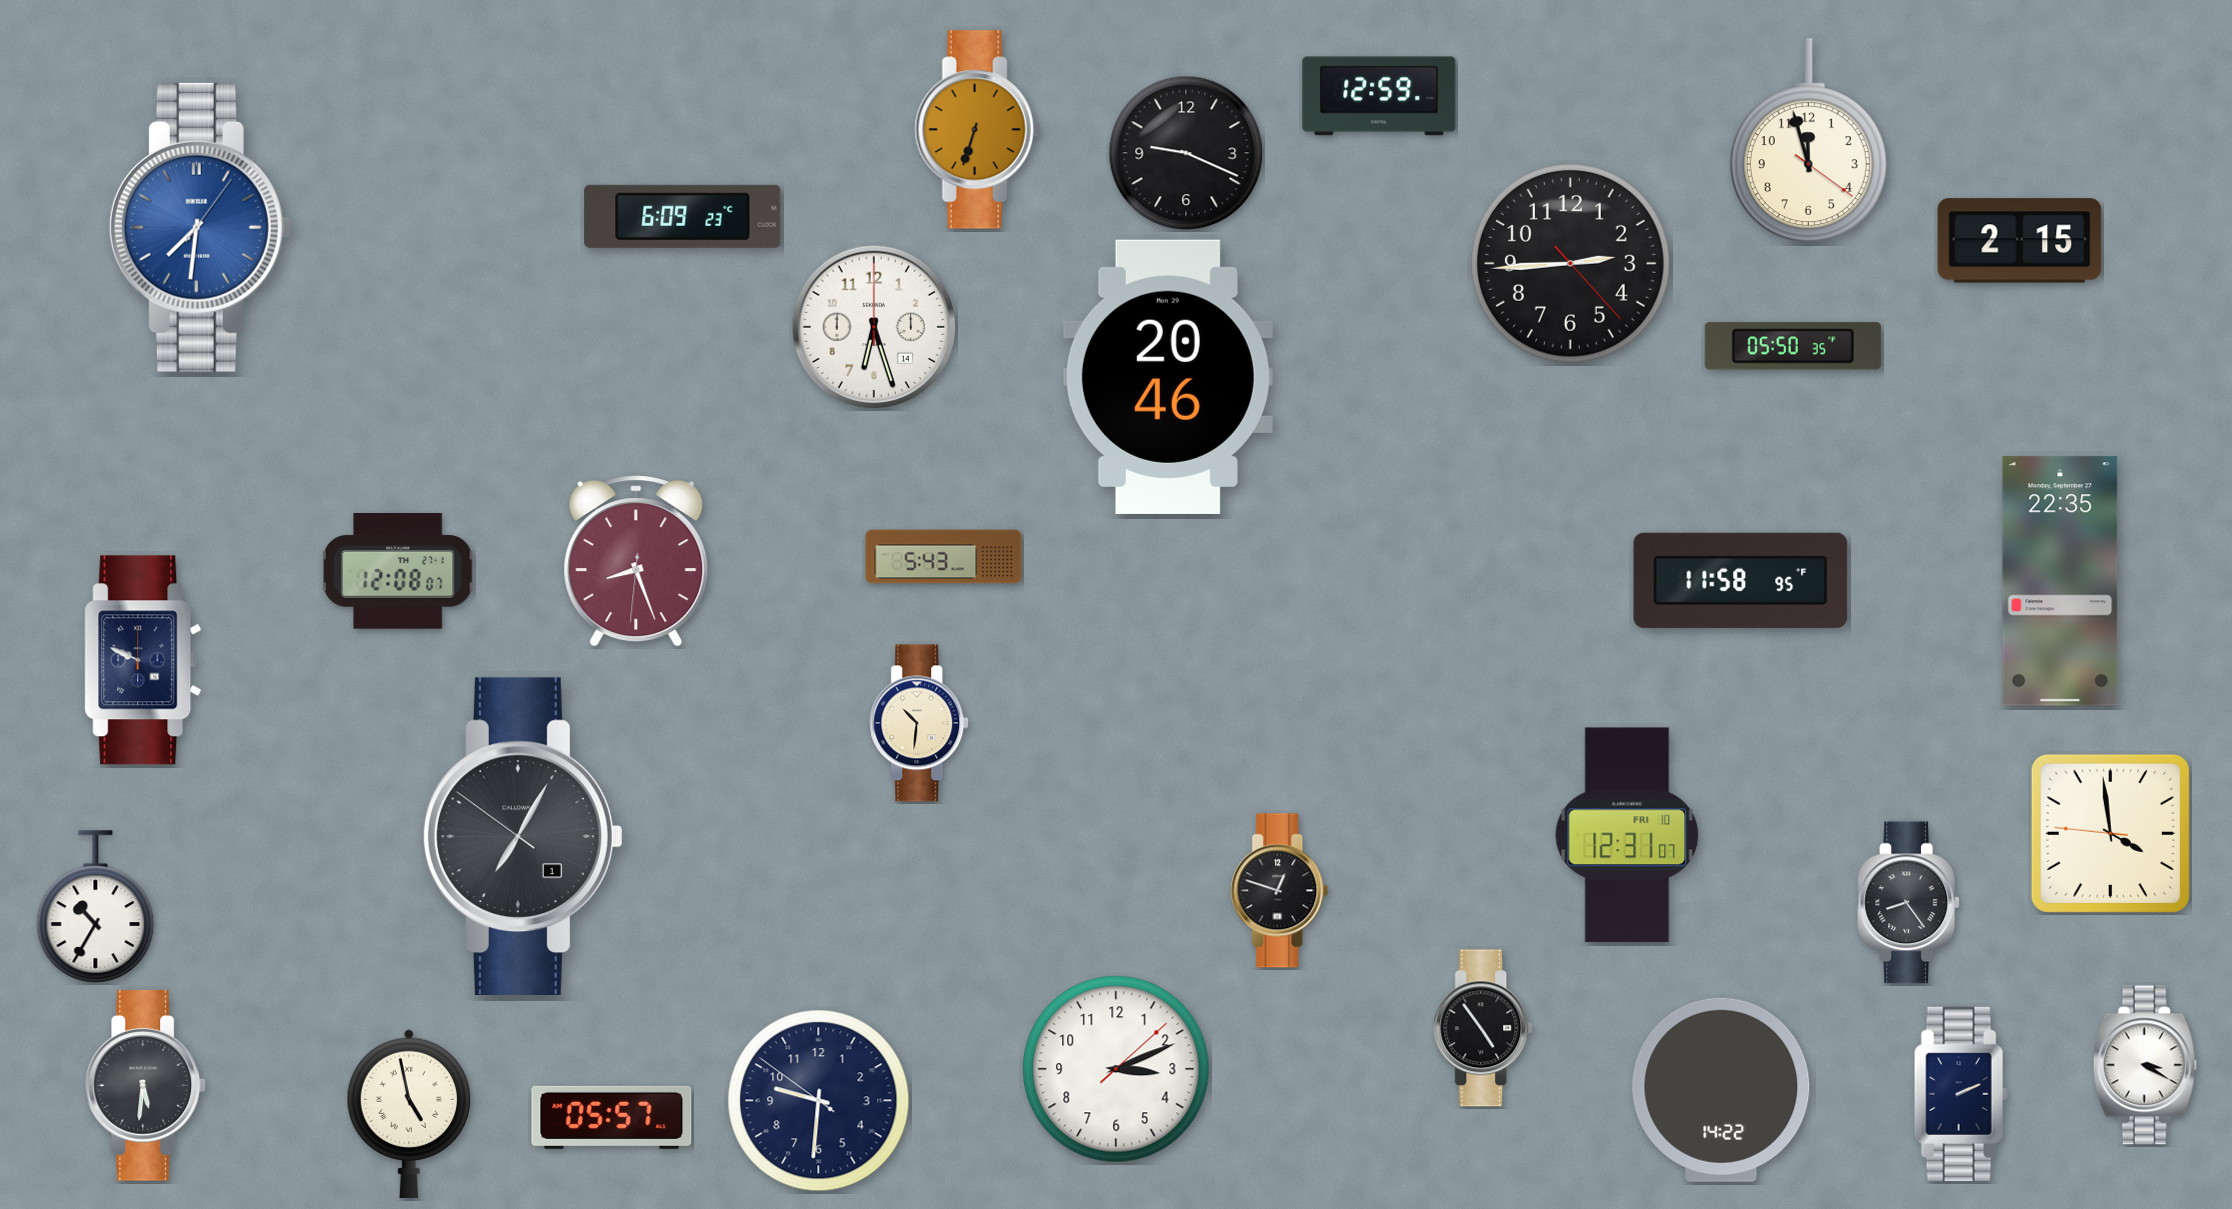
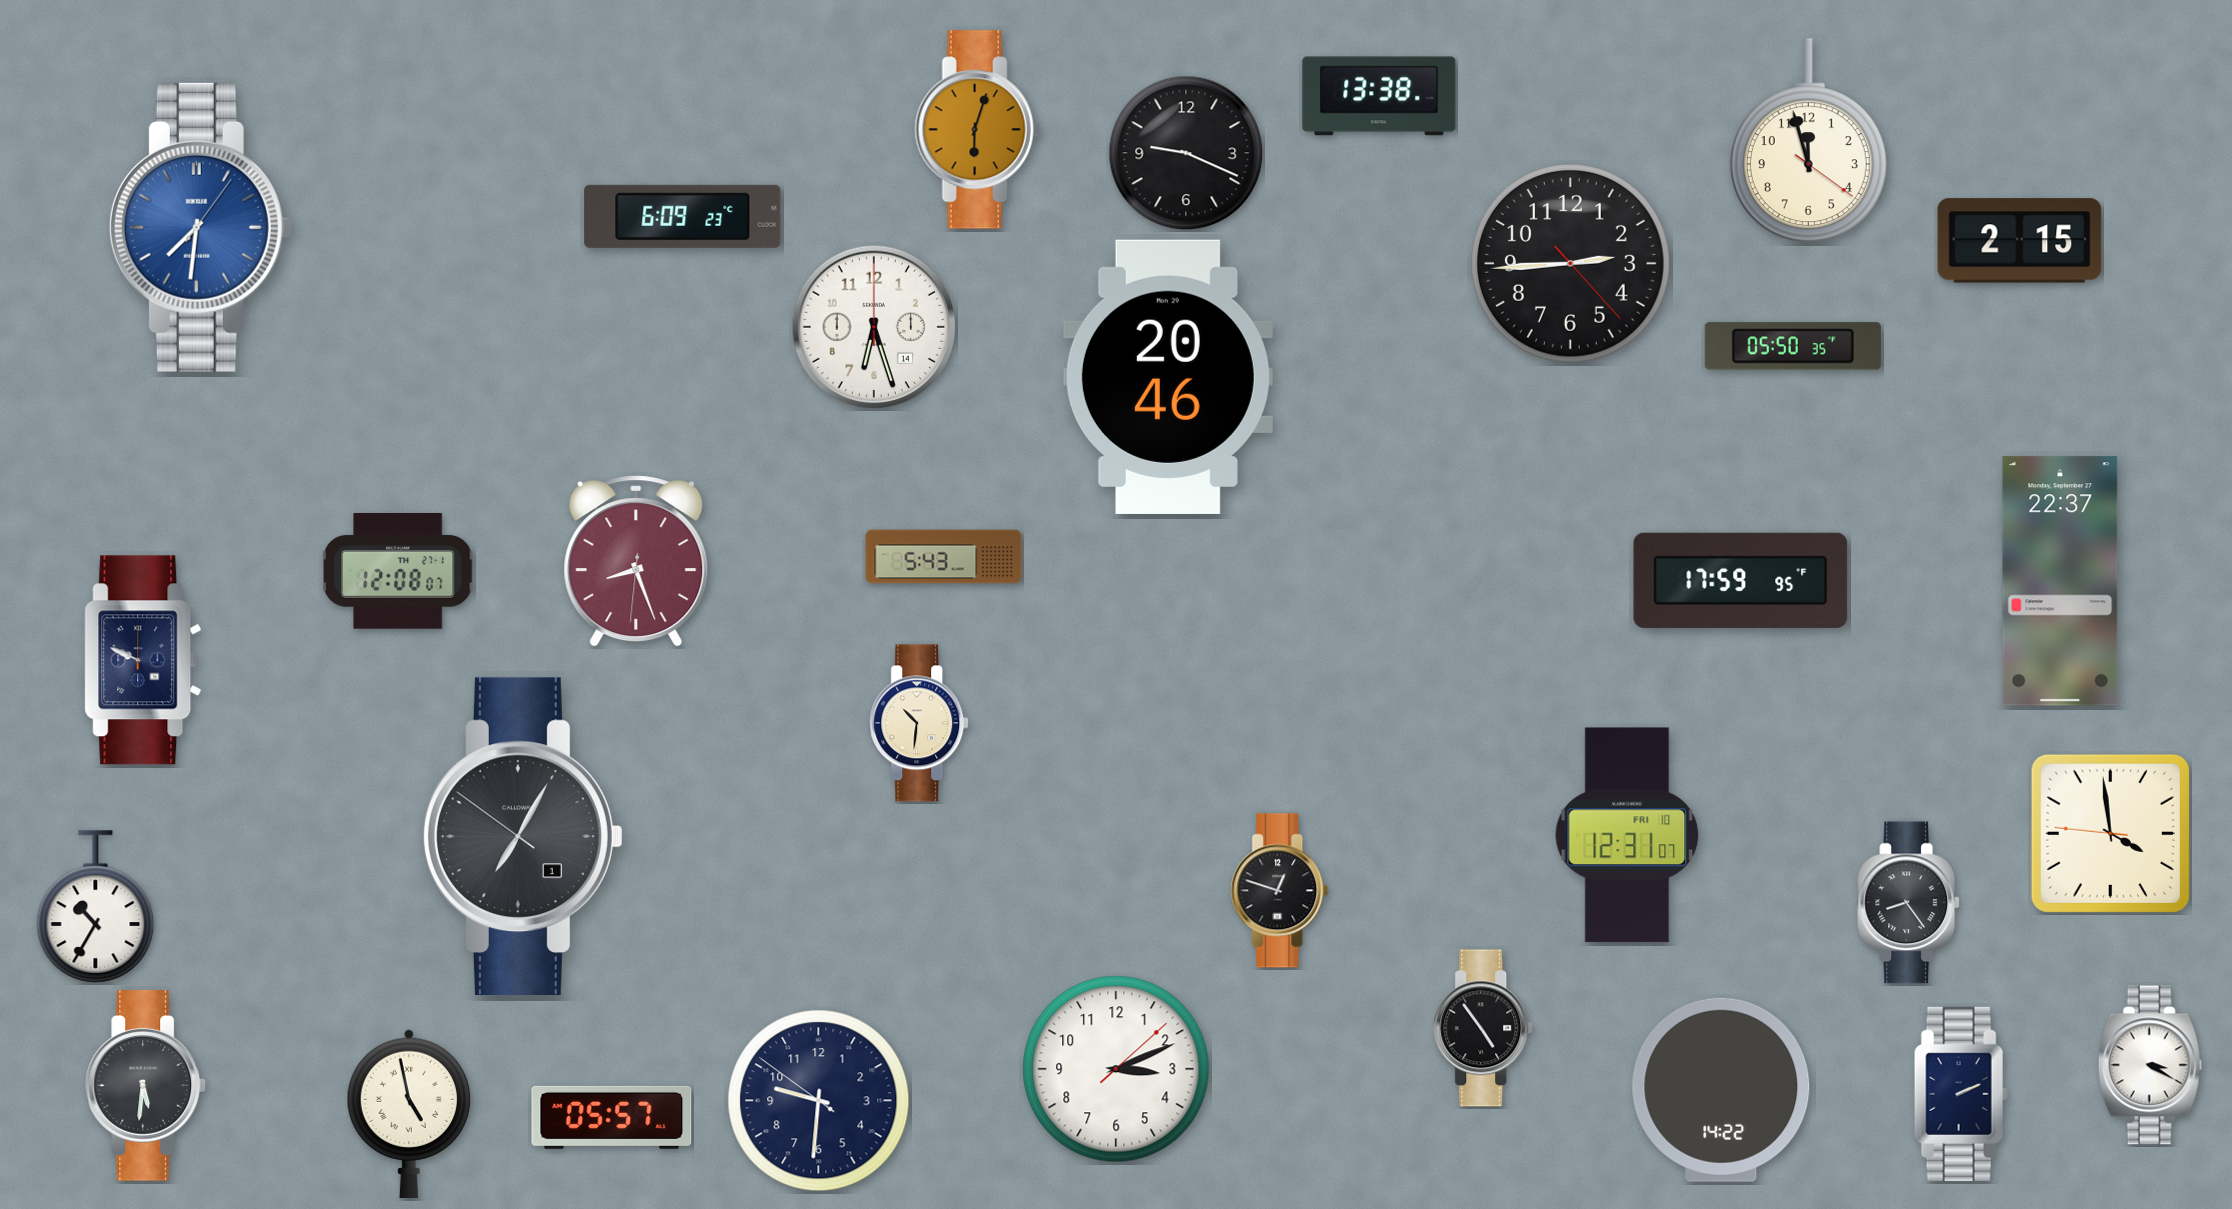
clock at (1379, 96): 12:59 -> 13:38
clock at (977, 130): 6:33 -> 6:03
clock at (1741, 580): 11:58 -> 17:59
clock at (2060, 581): 22:35 -> 22:37
clock at (2145, 1065) position: (2145, 1065) -> (2150, 1065)
